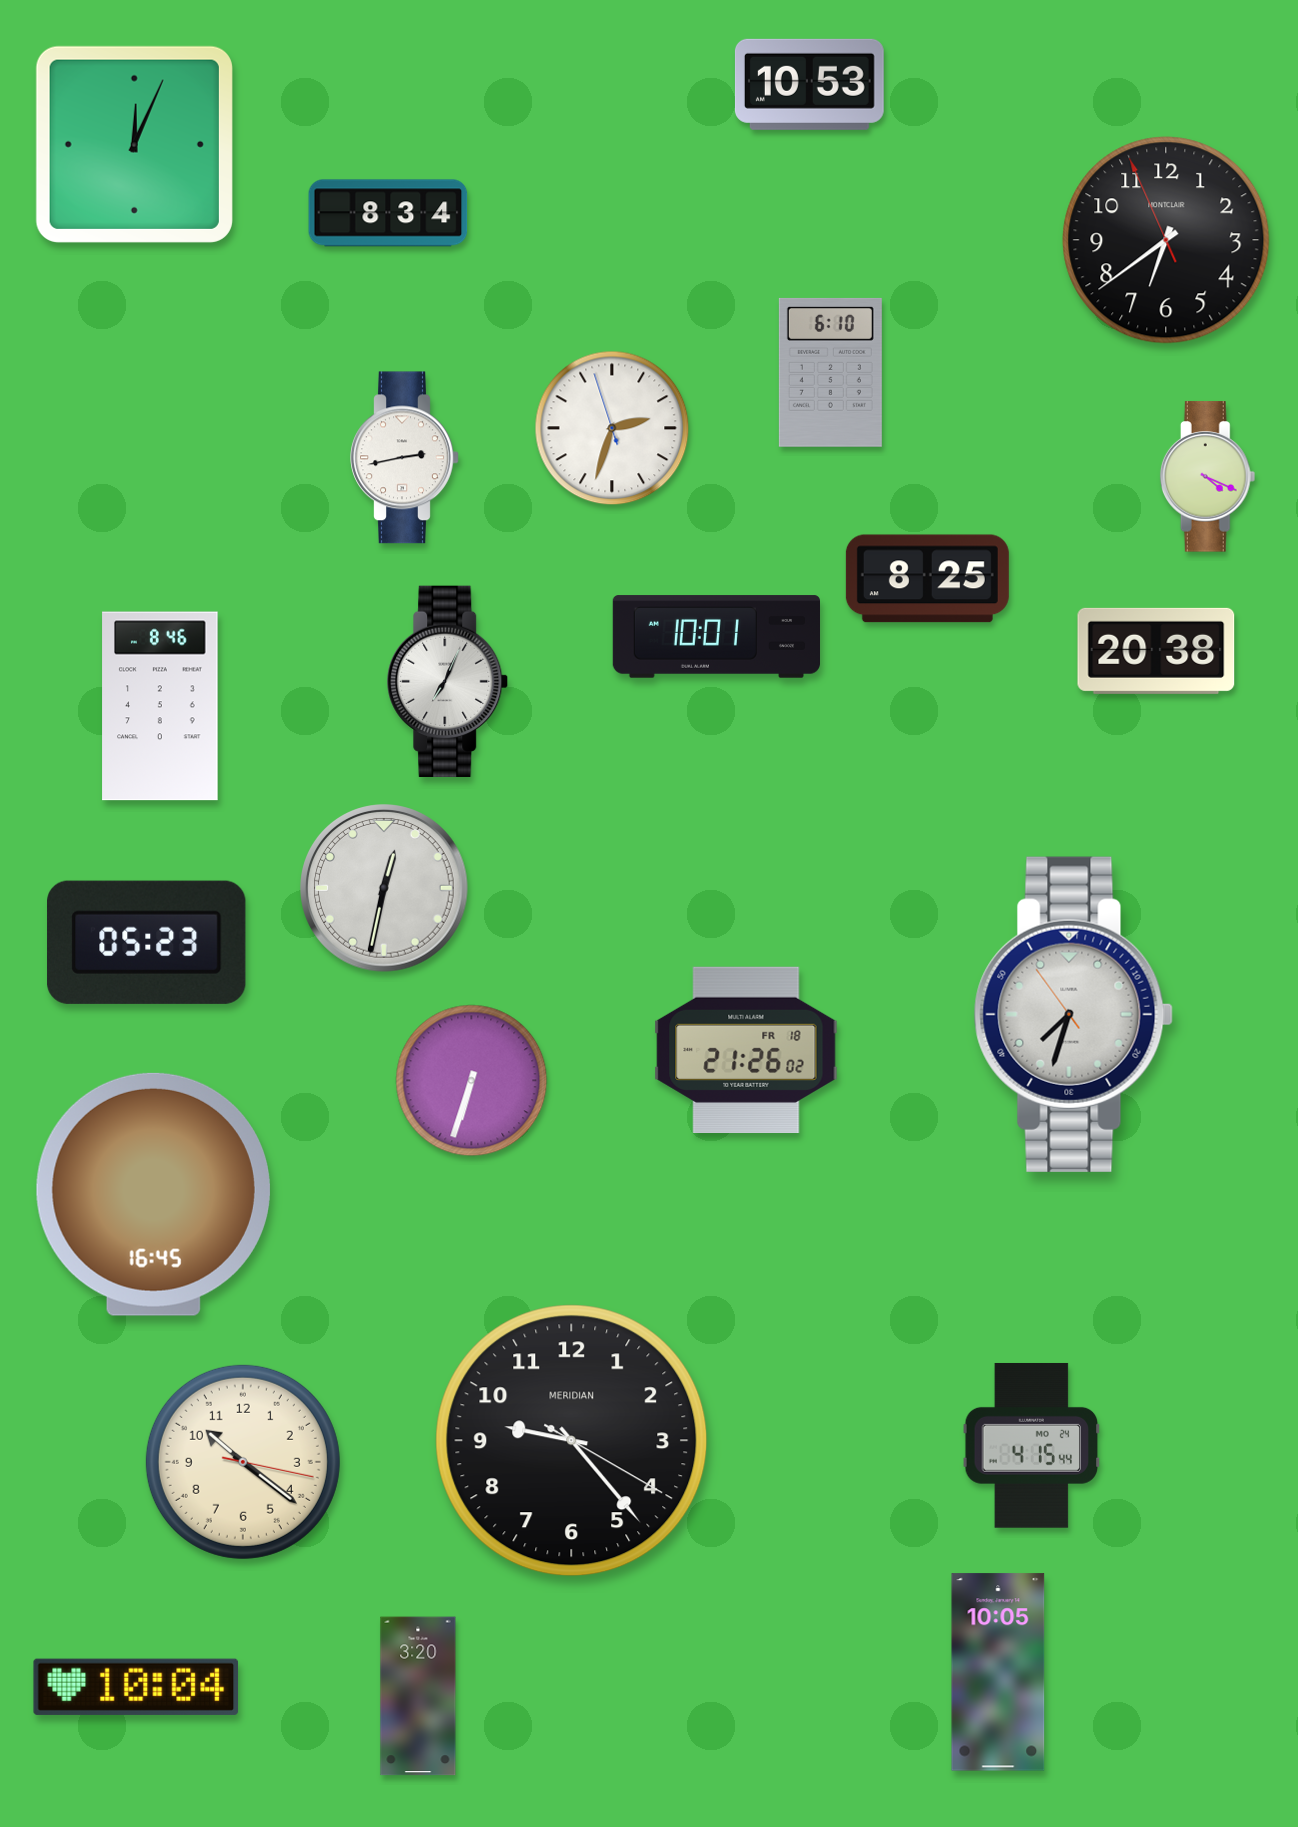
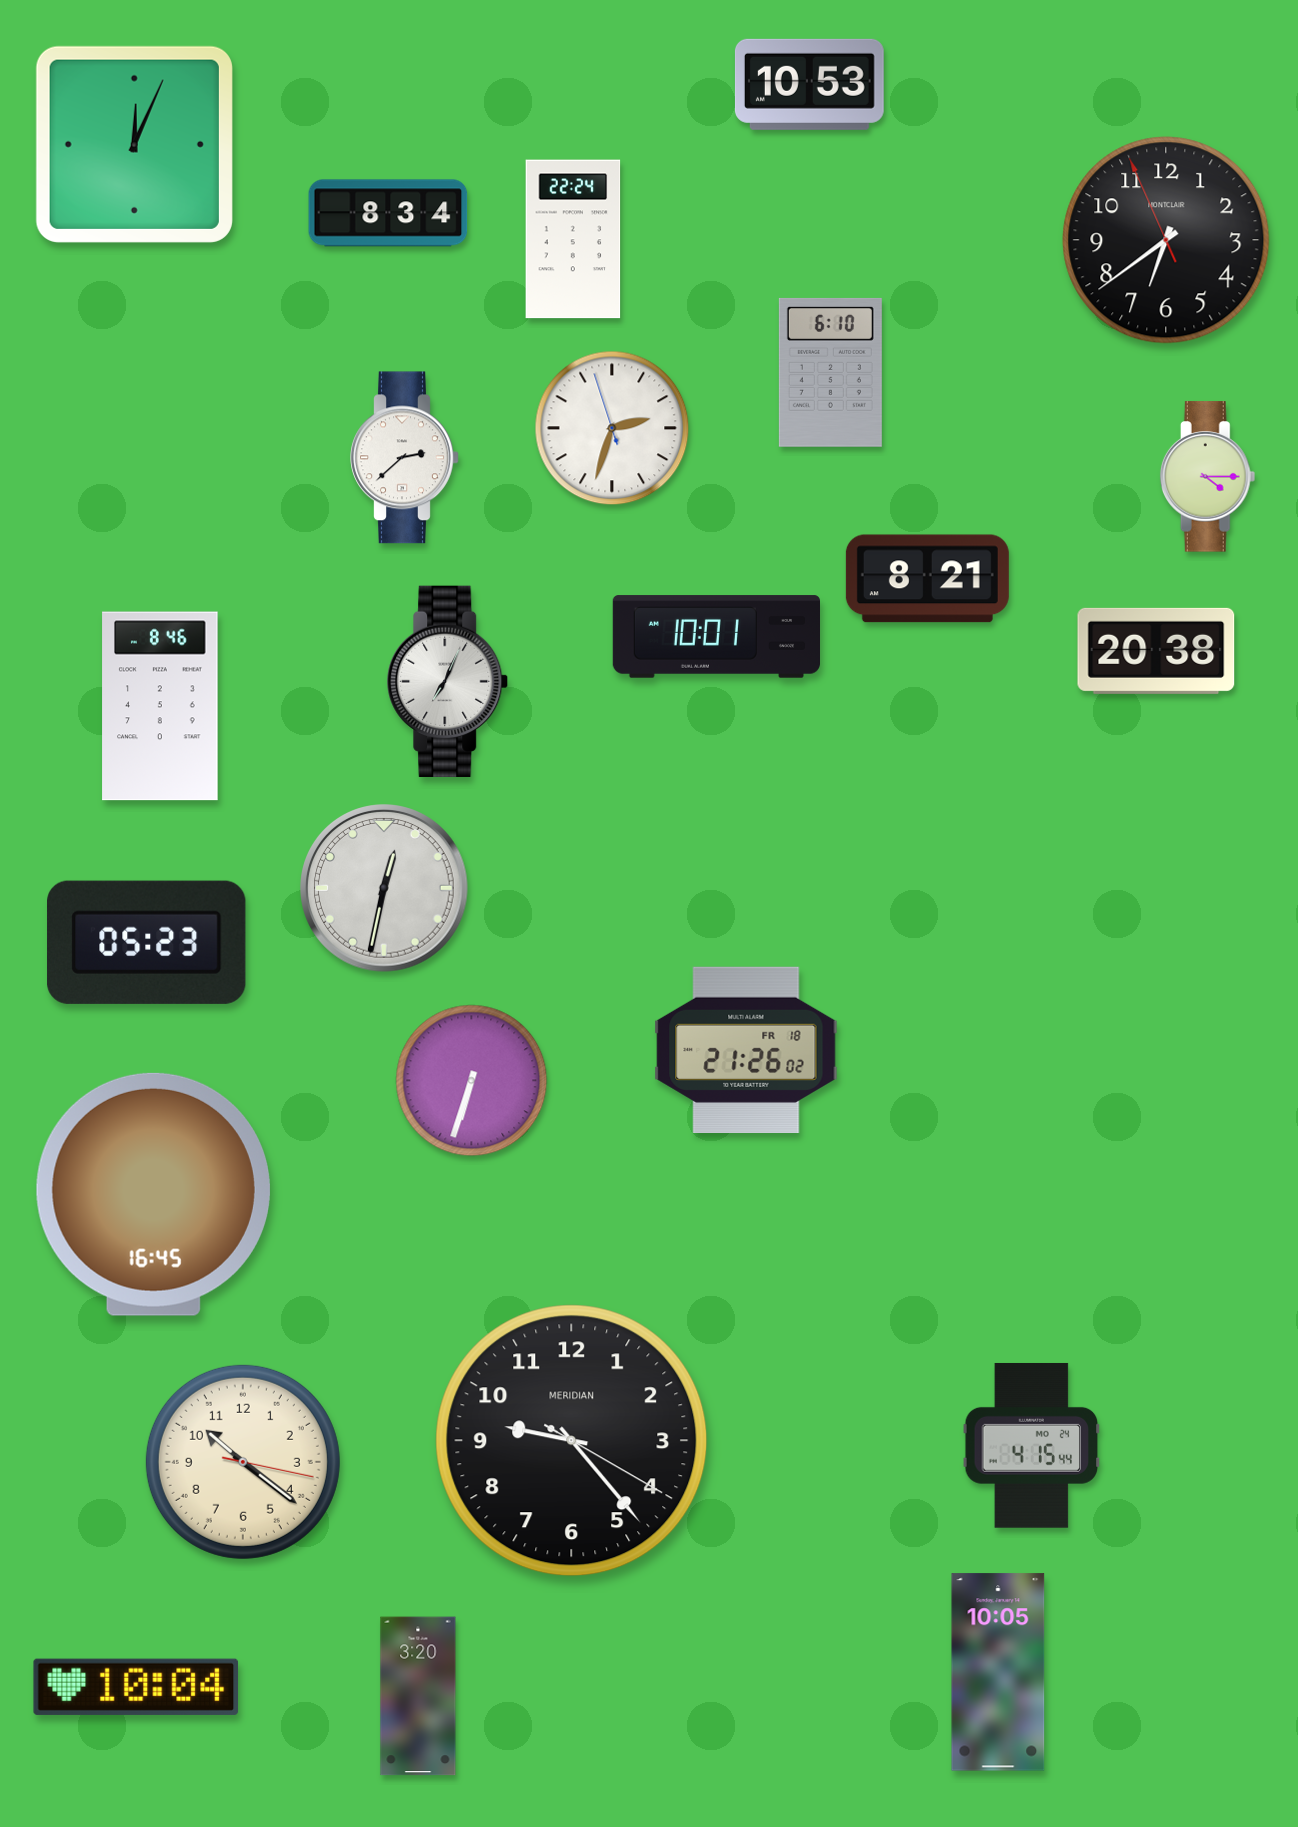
clock at (573, 239): none -> 22:24
clock at (405, 458): 2:43 -> 2:38
clock at (1208, 477): 4:19 -> 4:15
clock at (927, 579): 8:25 -> 8:21
clock at (1073, 1014): 7:32 -> none
